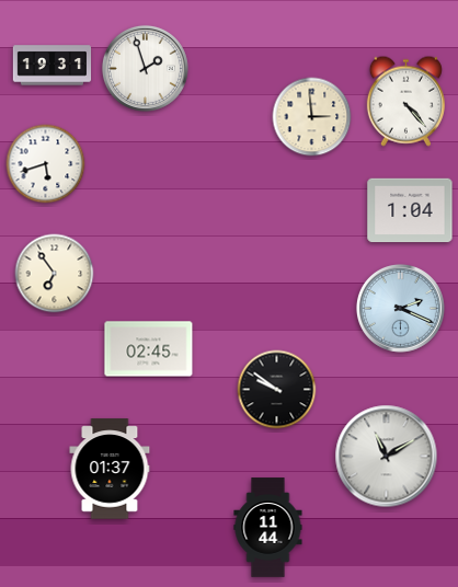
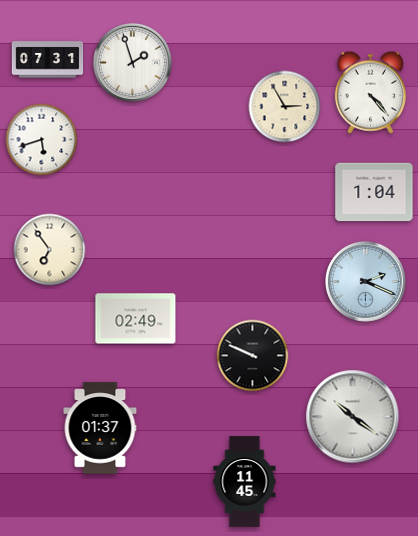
clock at (53, 66): 19:31 -> 07:31
clock at (312, 117): 2:59 -> 2:55
clock at (46, 164) position: (46, 164) -> (42, 140)
clock at (149, 349): 02:45 -> 02:49
clock at (277, 390): 9:51 -> 9:49
clock at (387, 457): 11:10 -> 10:21
clock at (268, 528): 11:44 -> 11:45
